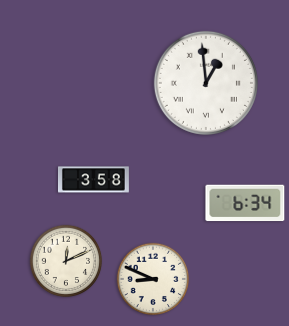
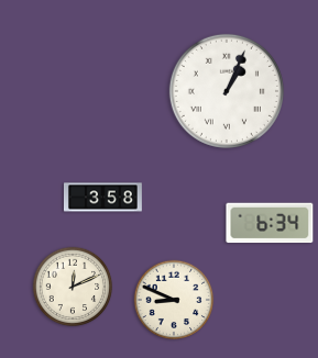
clock at (206, 83): 12:59 -> 1:04
clock at (153, 279) position: (153, 279) -> (174, 300)
